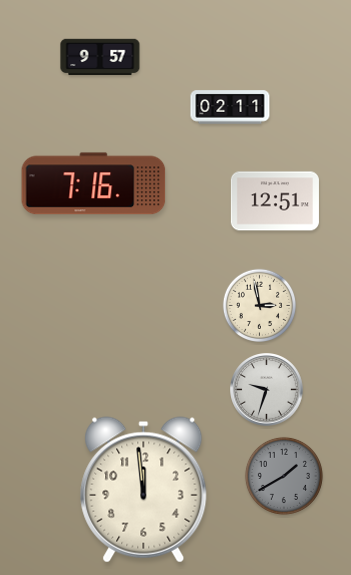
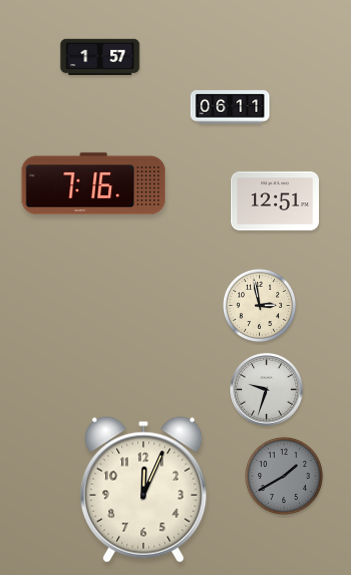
clock at (100, 57): 9:57 -> 1:57
clock at (230, 107): 02:11 -> 06:11
clock at (144, 490): 11:59 -> 12:04
